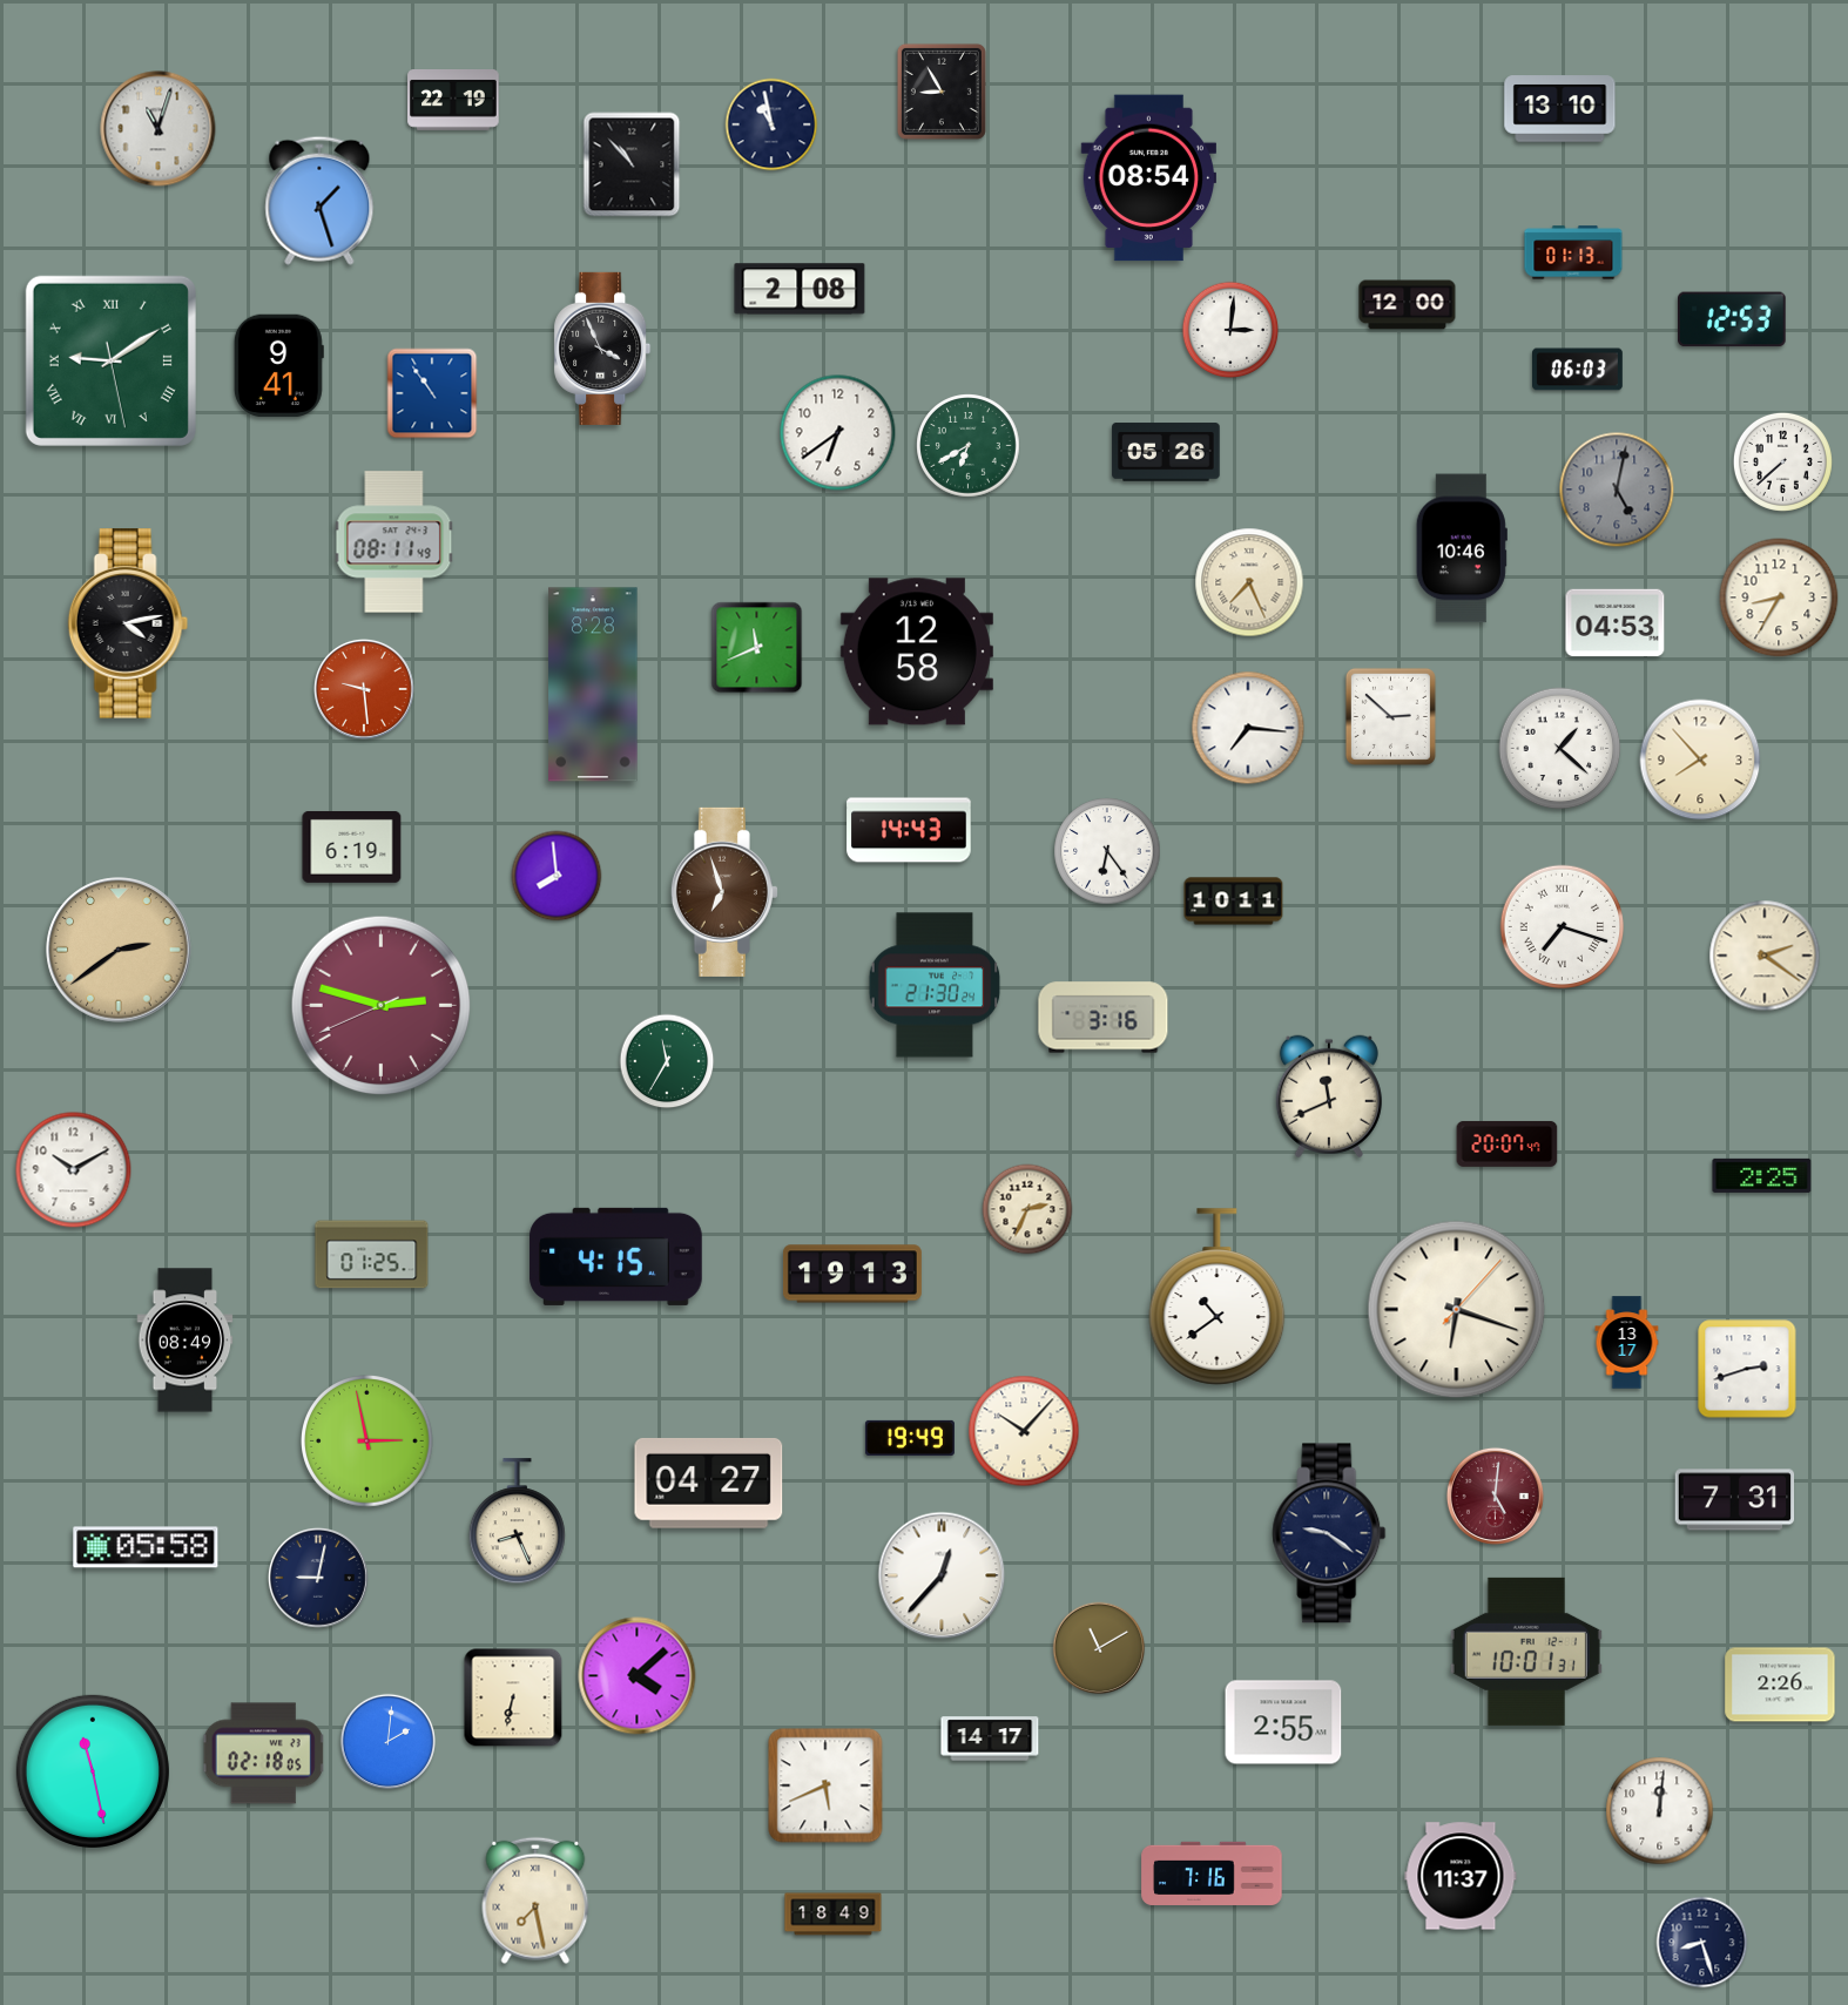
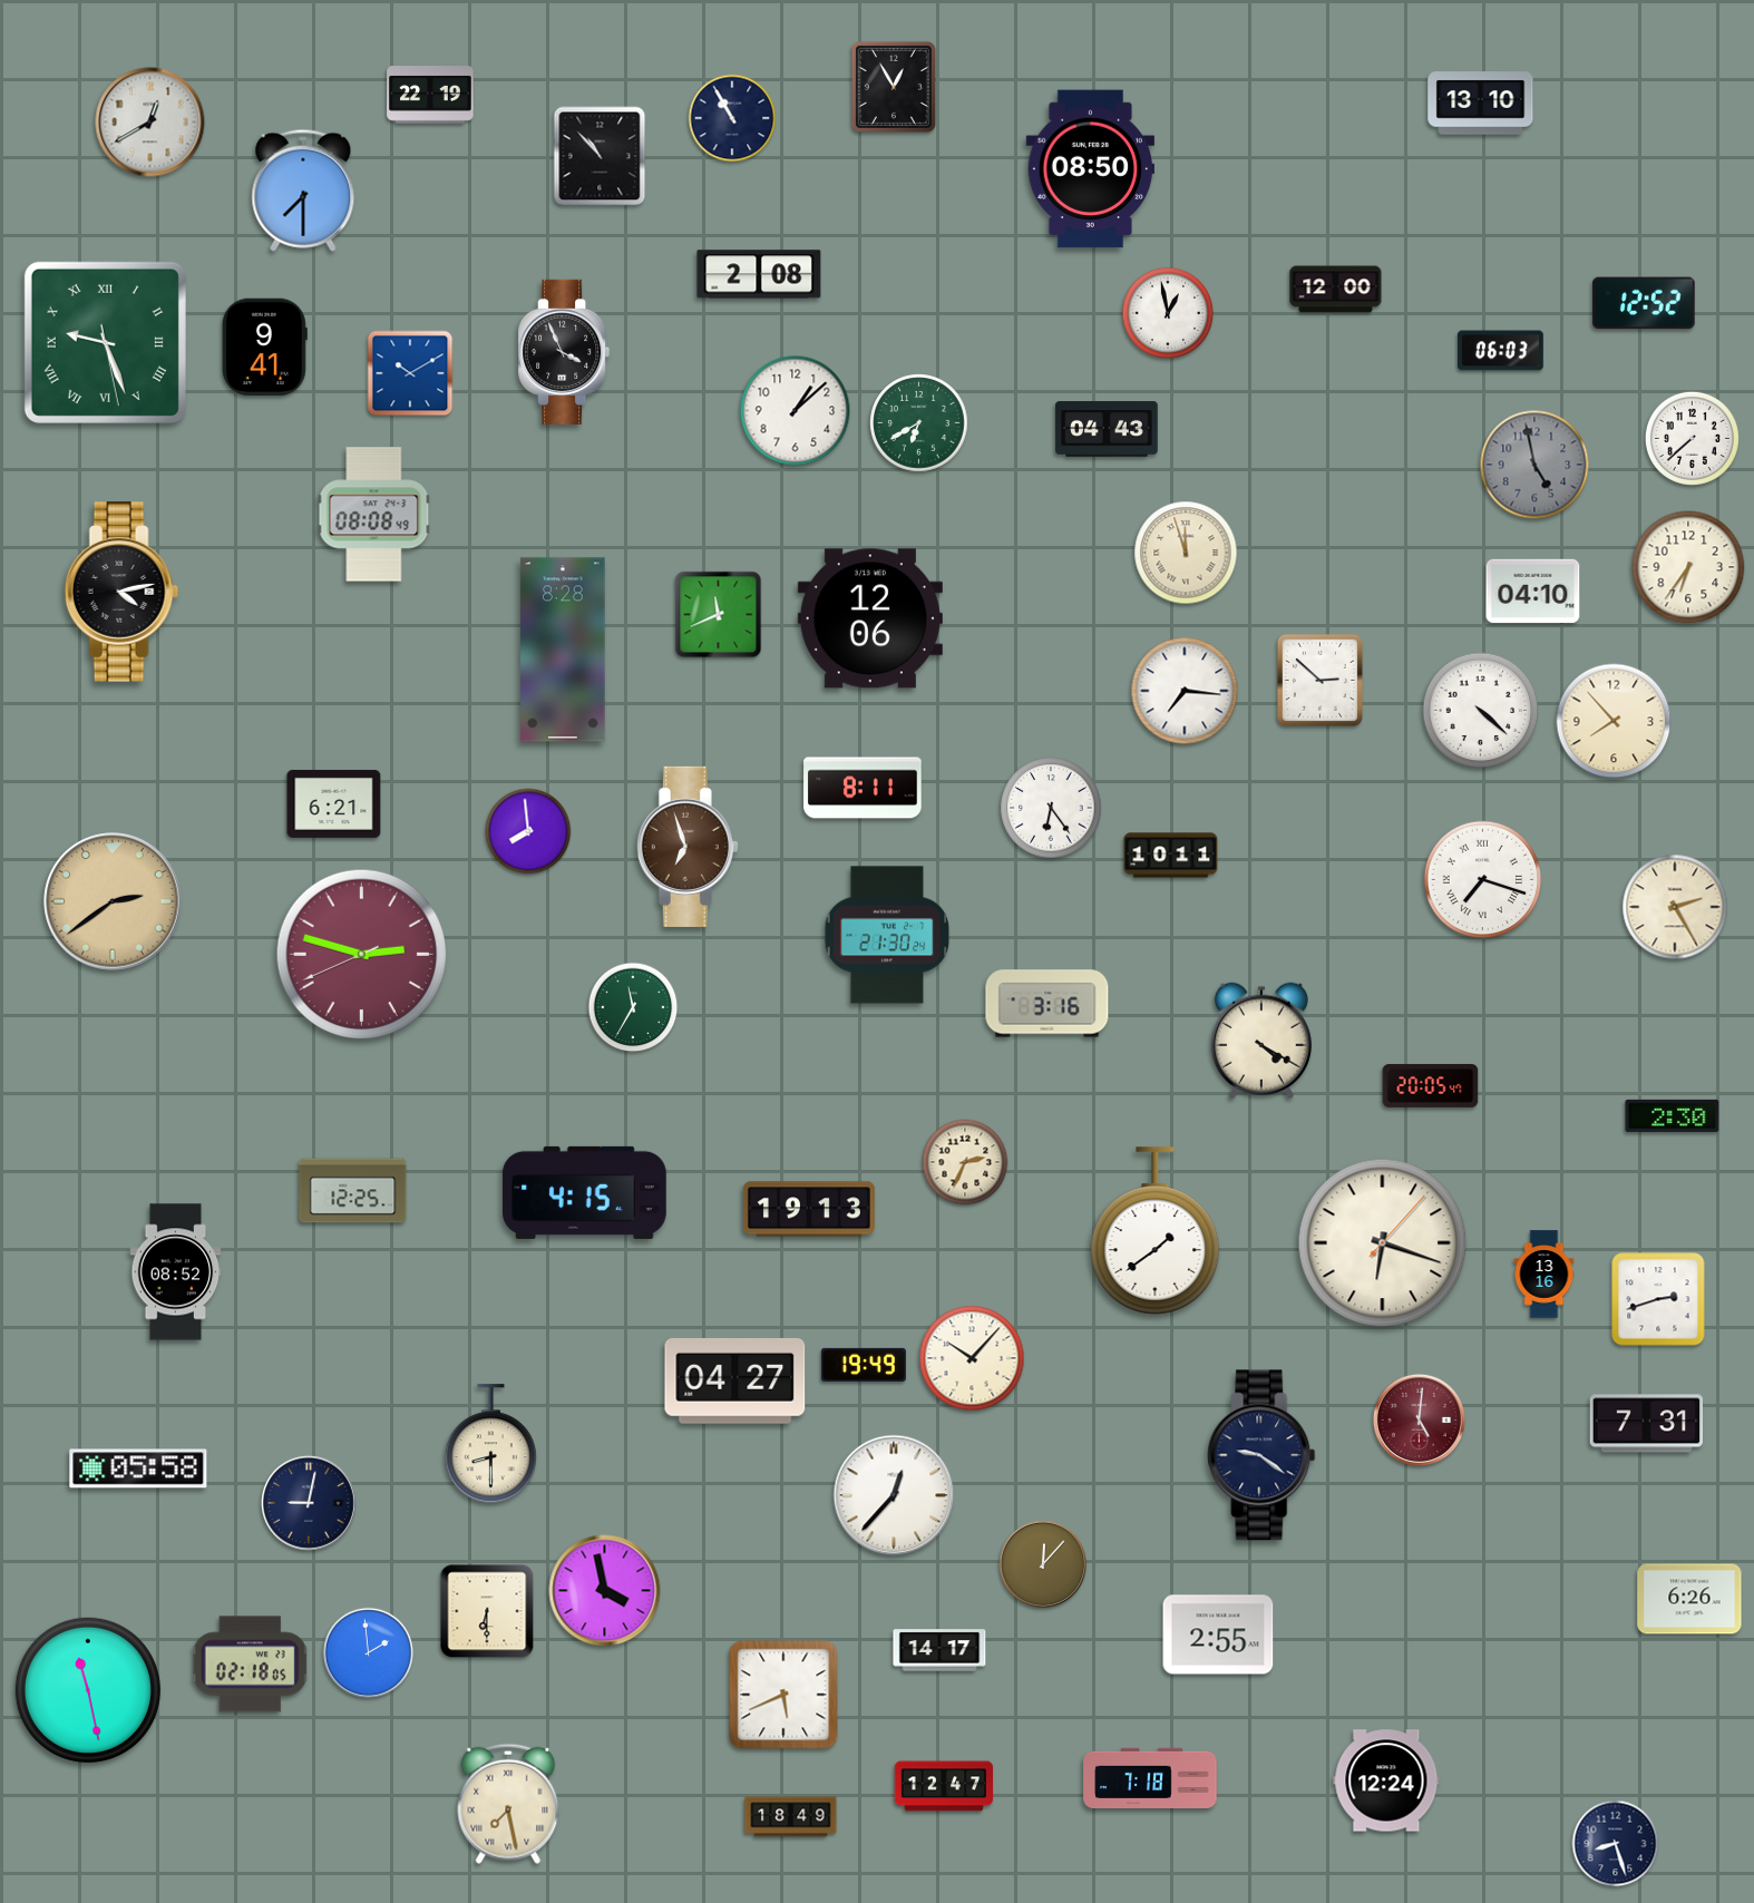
clock at (942, 92): 8:55 -> 12:55
clock at (771, 124): 10:58 -> 10:55
clock at (159, 129): 11:03 -> 12:40
clock at (1148, 178): 08:54 -> 08:50
clock at (319, 201): 1:27 -> 7:30
clock at (1573, 252): 01:13 -> none
clock at (1733, 319): 12:53 -> 12:52
clock at (1230, 330): 3:01 -> 12:58
clock at (602, 349) position: (602, 349) -> (564, 352)
clock at (110, 360): 9:09 -> 9:26
clock at (1578, 370) position: (1578, 370) -> (1501, 351)
clock at (432, 393): 10:54 -> 10:10
clock at (838, 433): 6:39 -> 1:08
clock at (1166, 452): 05:26 -> 04:43
clock at (1617, 490): 5:02 -> 4:58
clock at (394, 542): 08:11 -> 08:08
clock at (1462, 548): 10:46 -> none
clock at (1249, 582): 7:26 -> 11:57
clock at (1779, 598): 8:35 -> 6:36
clock at (1616, 623): 04:53 -> 04:10
clock at (917, 652): 12:58 -> 12:06
clock at (364, 689): 9:29 -> none
clock at (1560, 749): 1:22 -> 4:22
clock at (909, 830): 14:43 -> 8:11
clock at (352, 846): 6:19 -> 6:21
clock at (1765, 956): 2:21 -> 2:25
clock at (1104, 1018) position: (1104, 1018) -> (1047, 1004)
clock at (1329, 1096): 11:41 -> 4:20
clock at (1508, 1143): 20:07 -> 20:05
clock at (74, 1170): 10:10 -> none
clock at (1762, 1175): 2:25 -> 2:30
clock at (1027, 1209) position: (1027, 1209) -> (965, 1162)
clock at (372, 1255): 01:25 -> 12:25
clock at (1218, 1297): 10:39 -> 1:39
clock at (186, 1341): 08:49 -> 08:52
clock at (1627, 1343): 13:17 -> 13:16
clock at (367, 1442): 2:58 -> none
clock at (709, 1483) position: (709, 1483) -> (735, 1380)
clock at (517, 1521): 8:26 -> 8:30
clock at (318, 1578) position: (318, 1578) -> (309, 1503)
clock at (1099, 1648): 11:10 -> 12:07
clock at (1526, 1652): 10:01 -> none
clock at (638, 1676): 4:08 -> 3:58
clock at (1780, 1685): 2:26 -> 6:26
clock at (513, 1697): 6:32 -> 6:30
clock at (387, 1741): 2:01 -> 1:59
clock at (93, 1771) position: (93, 1771) -> (88, 1690)
clock at (1660, 1811): 12:01 -> none
clock at (1212, 1872): 7:16 -> 7:18
clock at (1461, 1876): 11:37 -> 12:24
clock at (944, 1786): none -> 12:47
